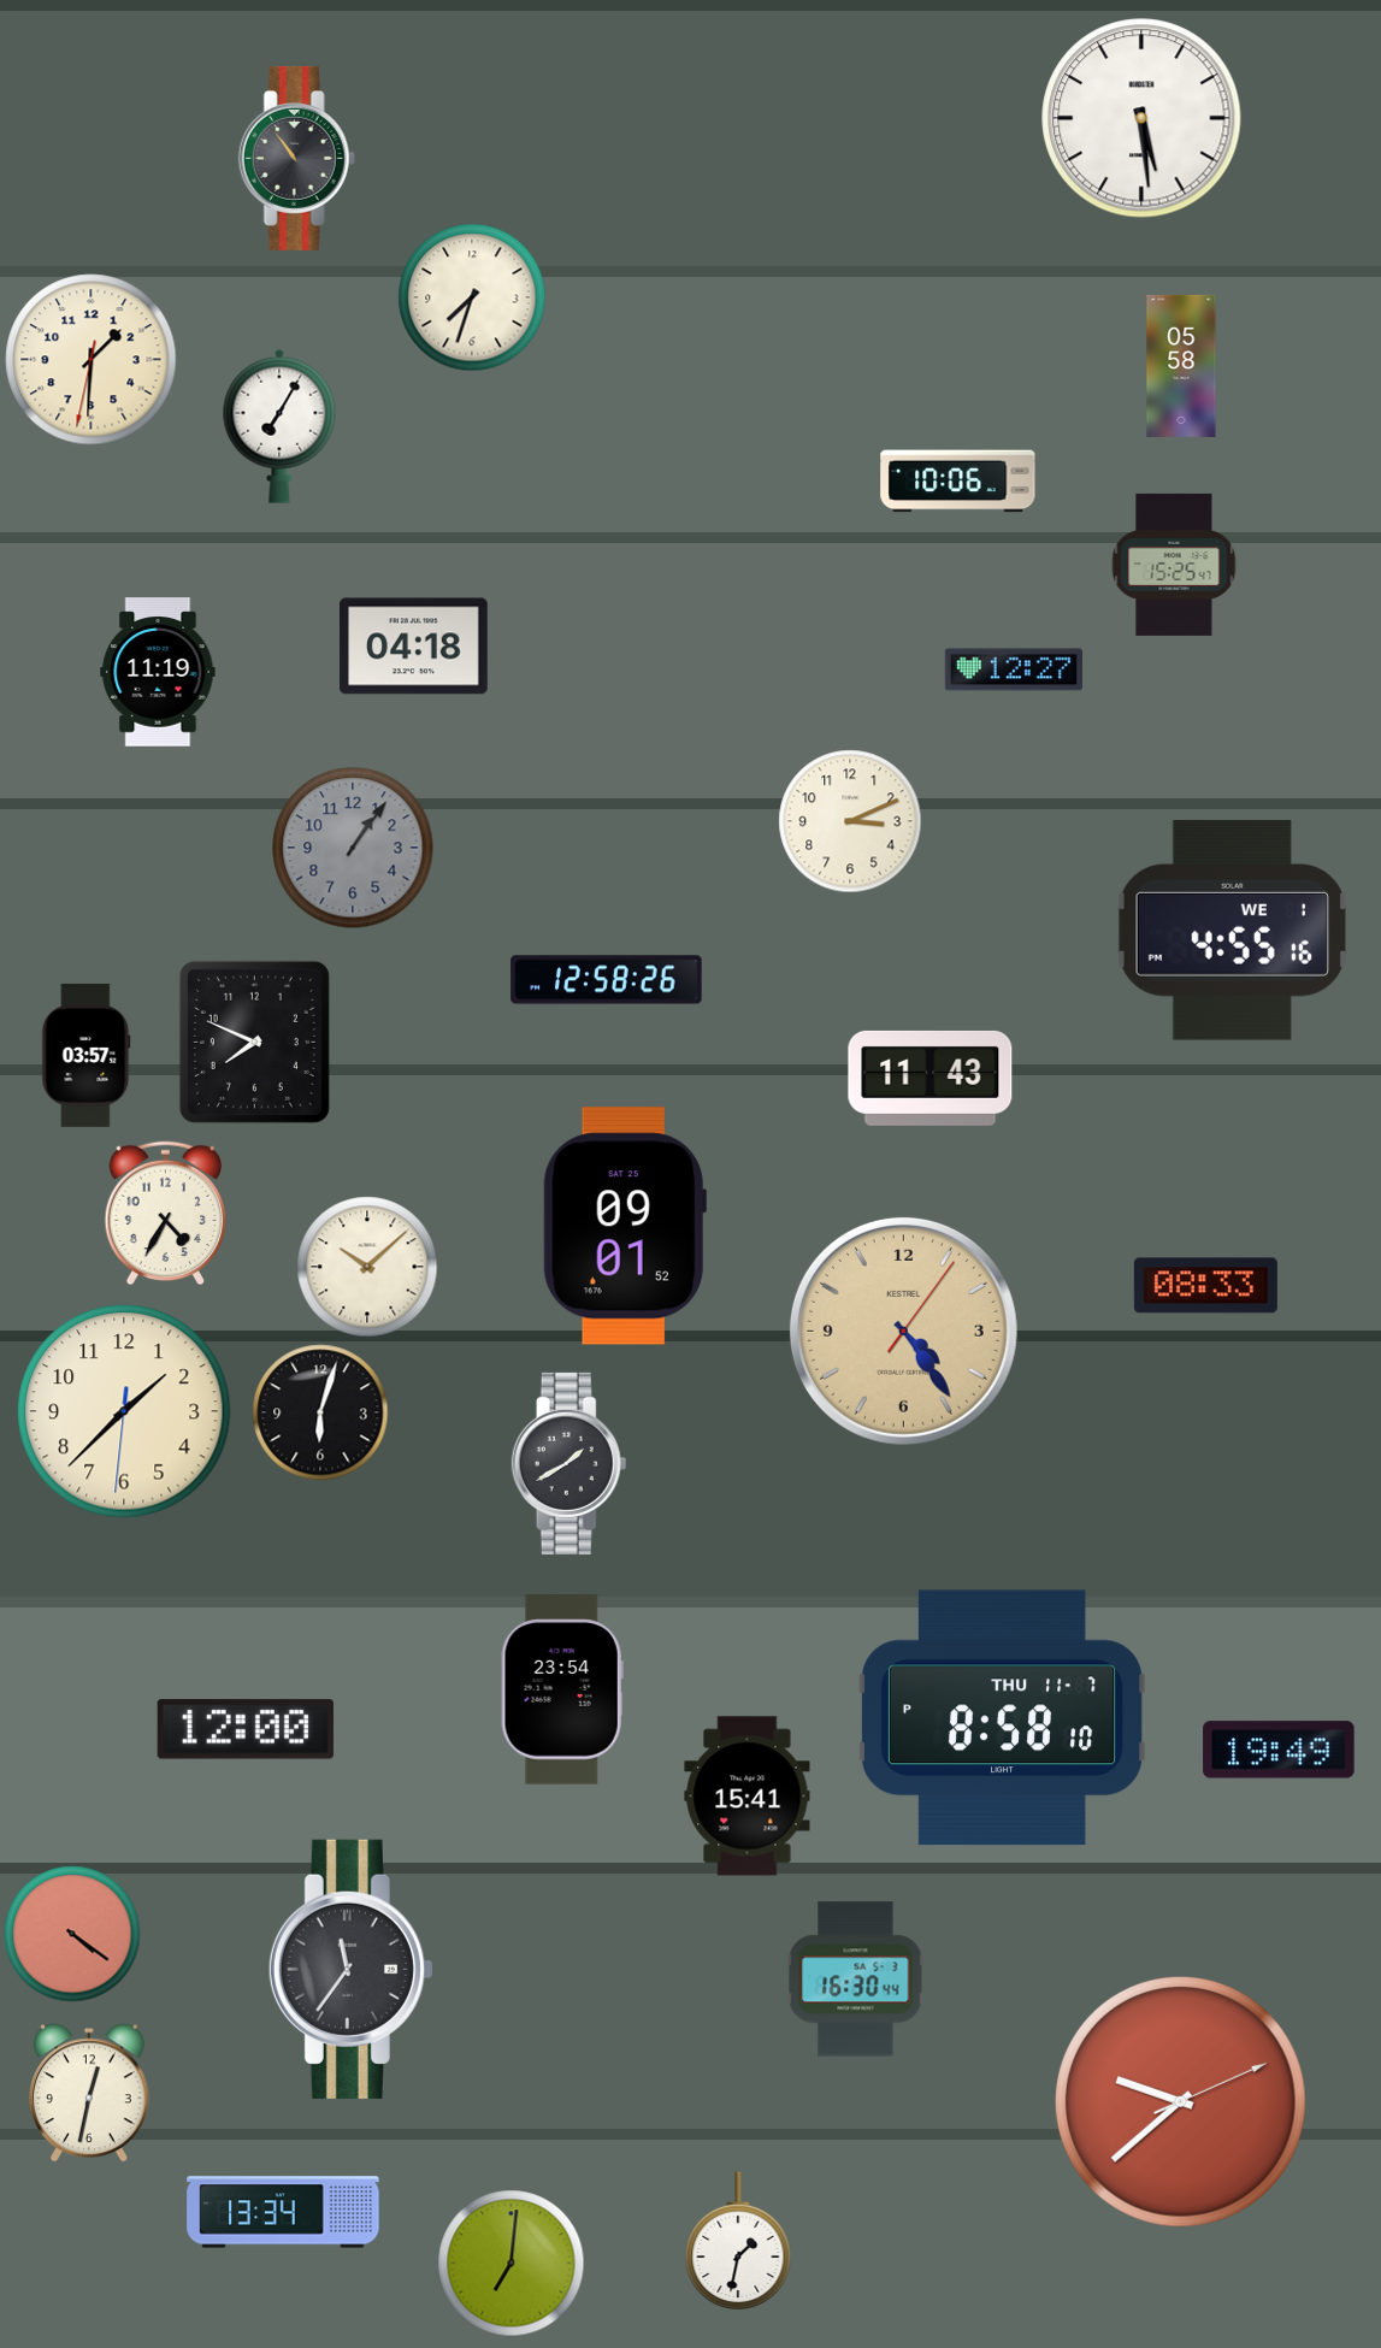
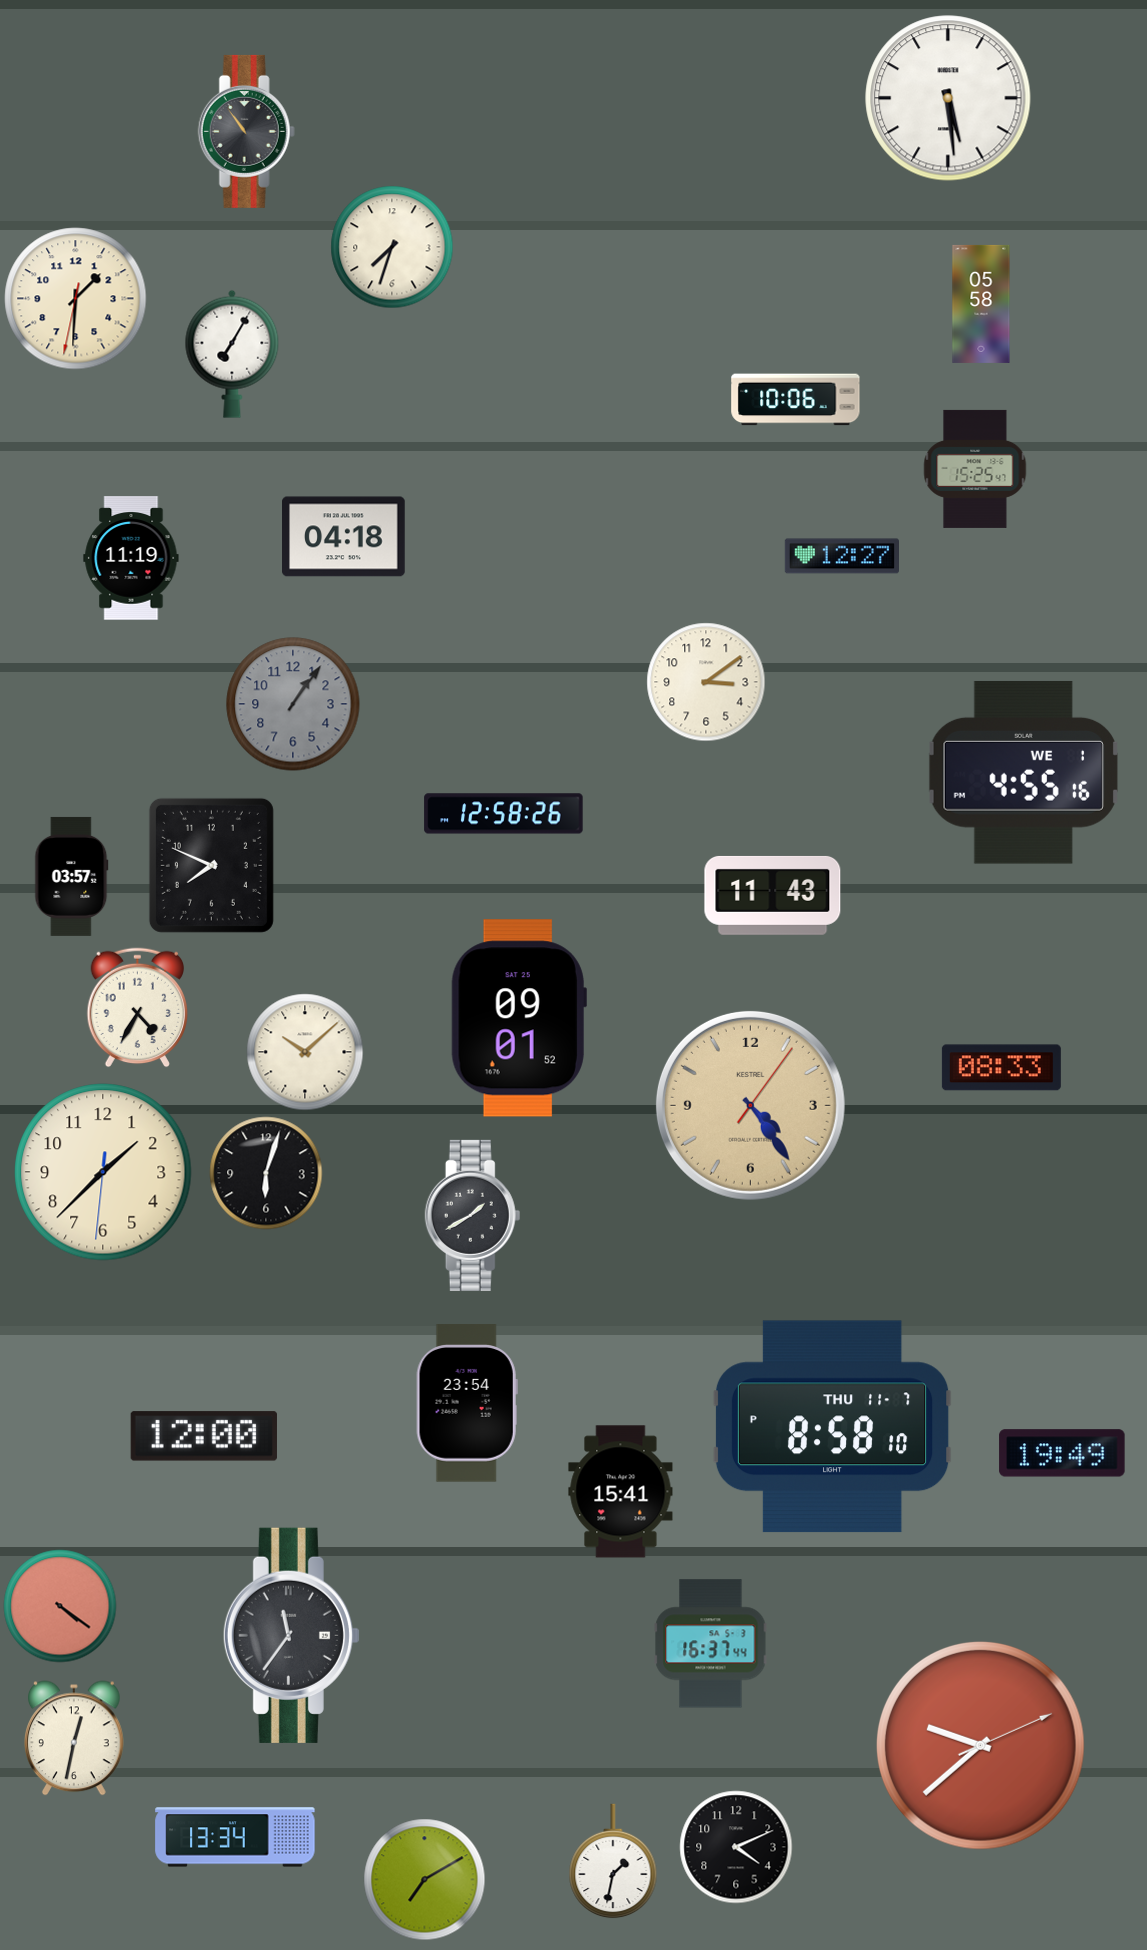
clock at (850, 821): 3:11 -> 3:09
clock at (856, 1980): 16:30 -> 16:37
clock at (736, 1847): none -> 4:11
clock at (512, 2264): 7:01 -> 7:10
